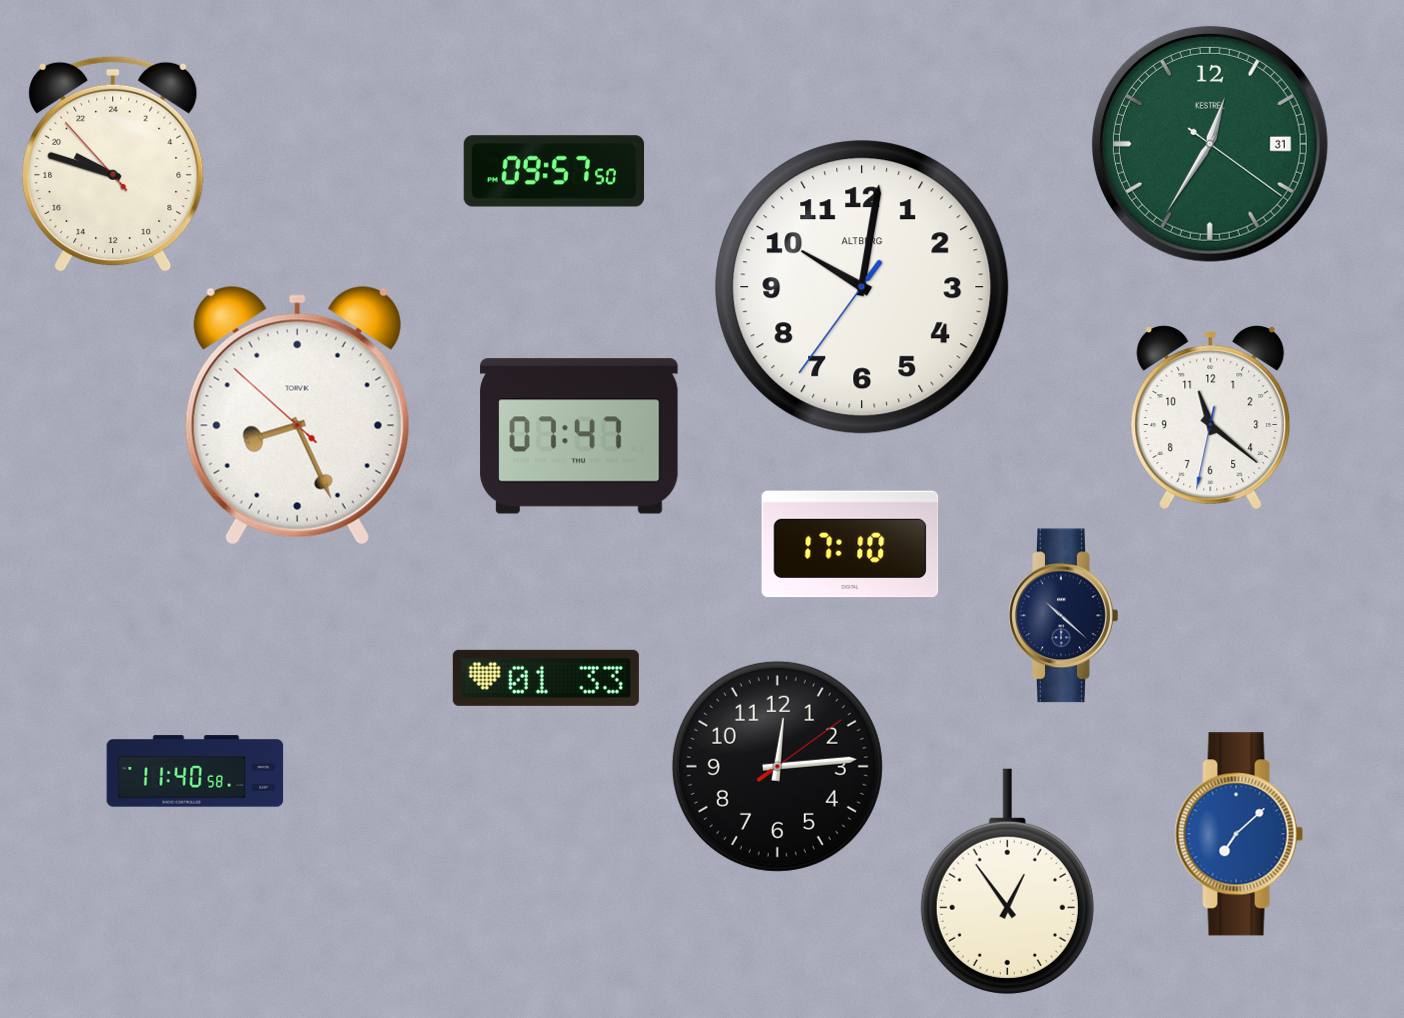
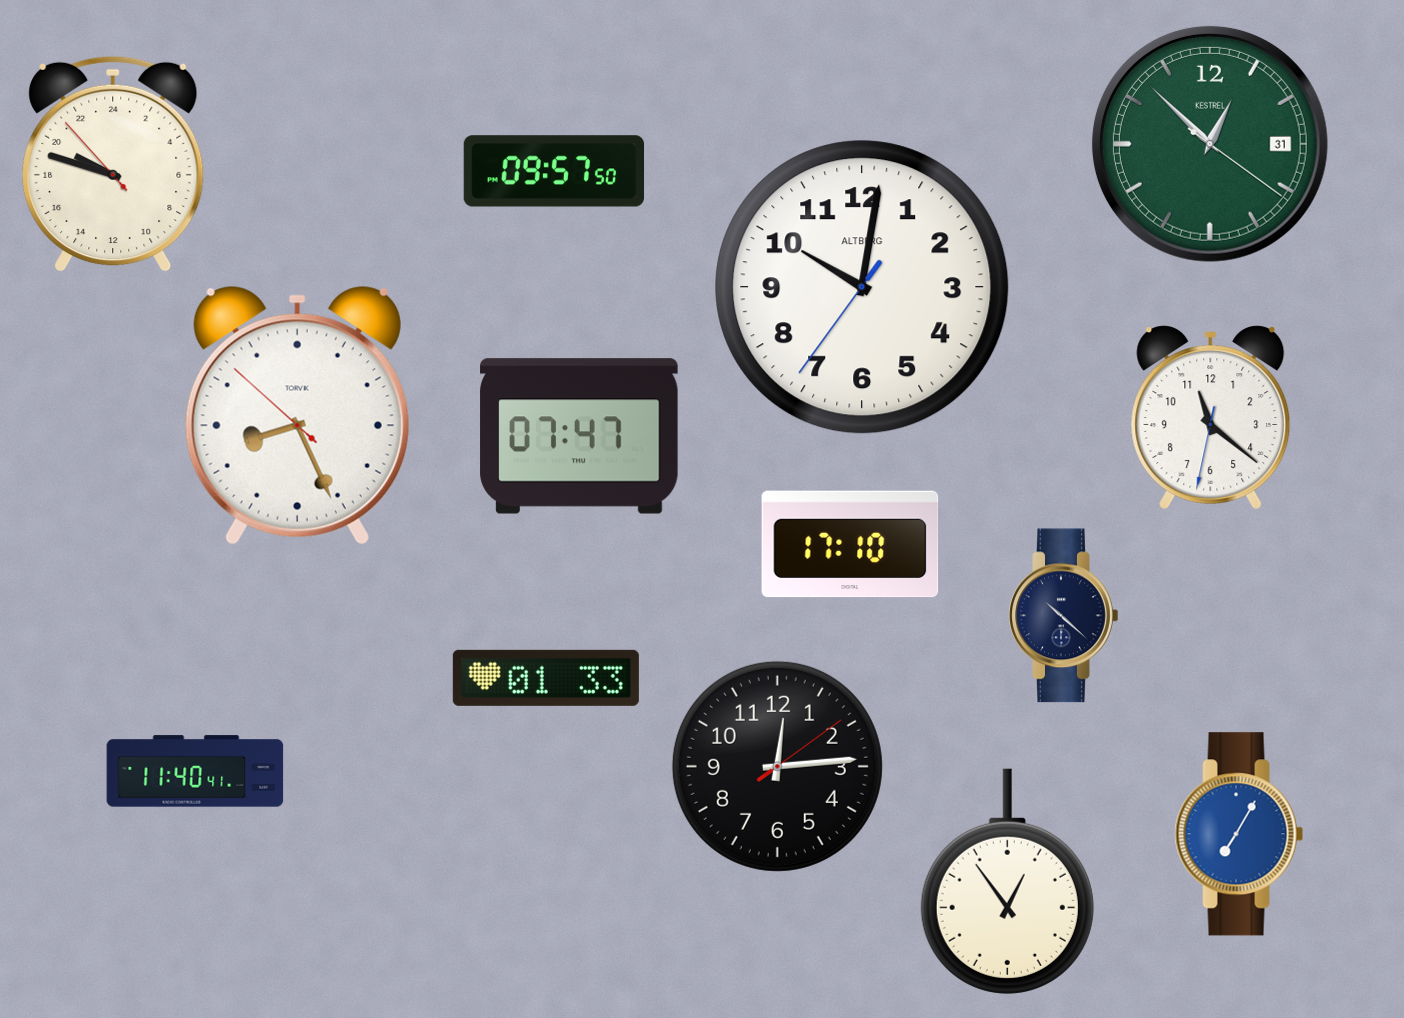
clock at (1210, 144): 12:35 -> 12:52
clock at (195, 771): 11:40:58 -> 11:40:41
clock at (1239, 834): 7:08 -> 7:05
